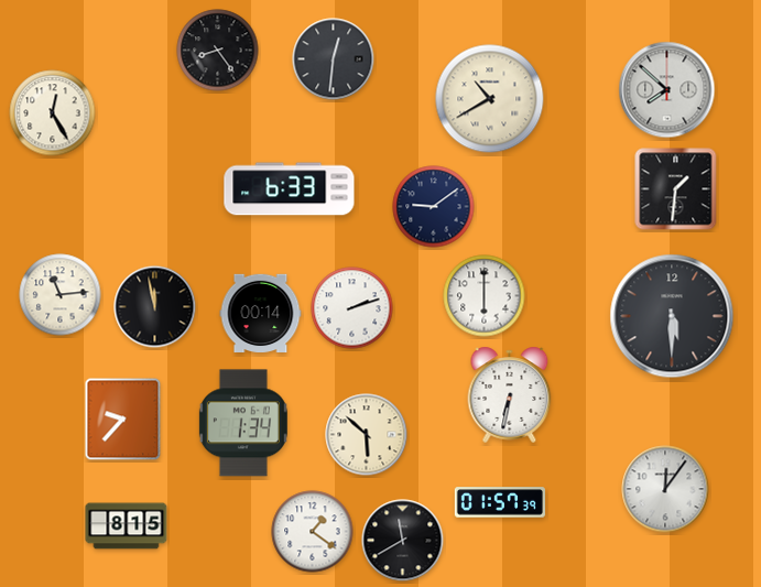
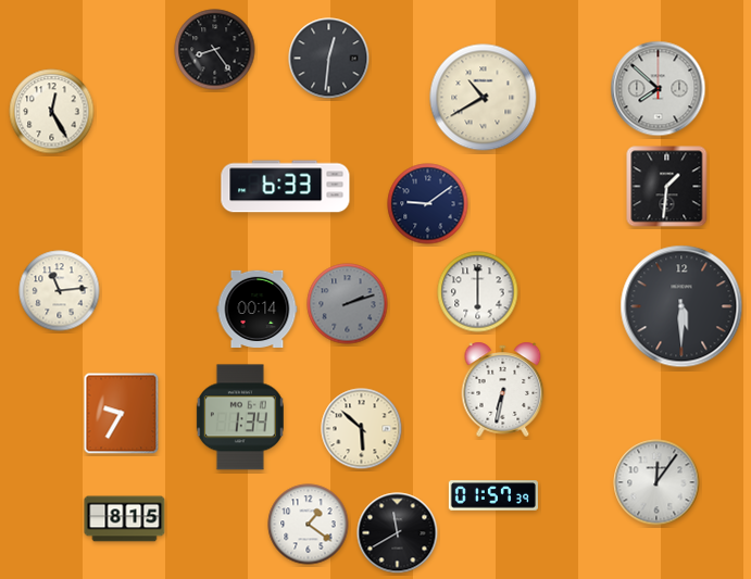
clock at (155, 307): 11:58 -> none
clock at (352, 308) dial: white -> grey
clock at (672, 316) position: (672, 316) -> (681, 306)
clock at (123, 420): 9:37 -> 9:35
